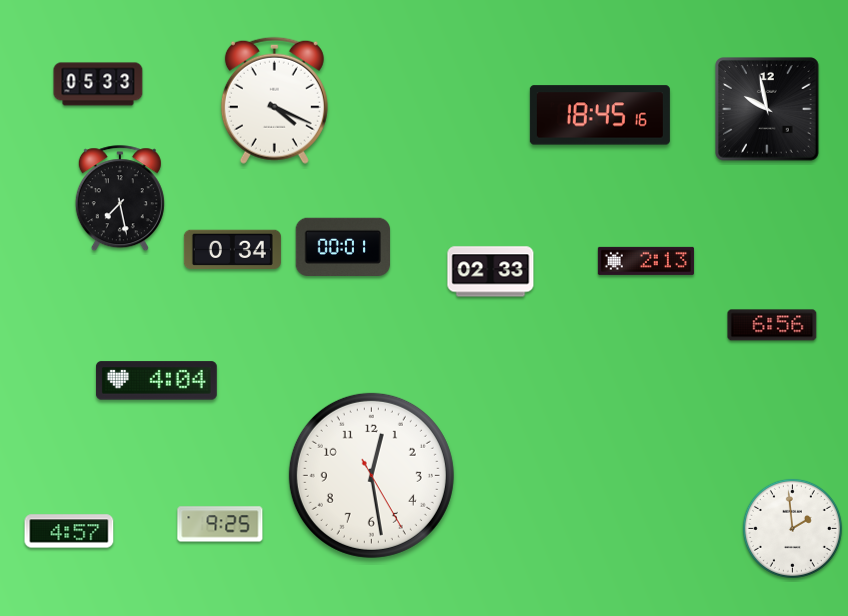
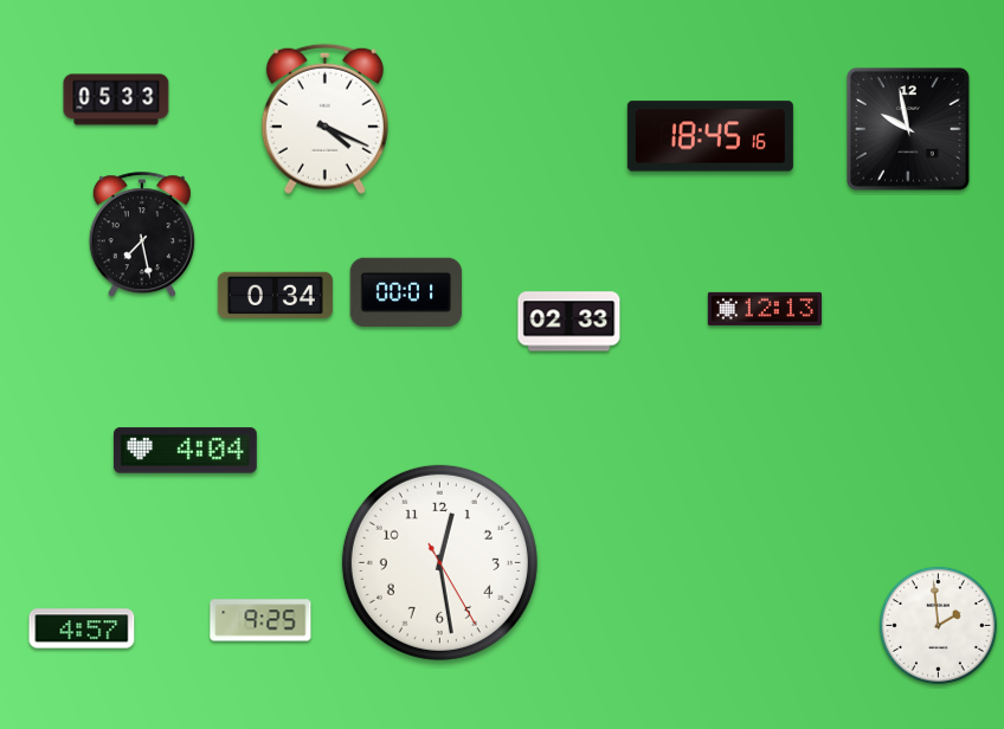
clock at (646, 261): 2:13 -> 12:13
clock at (491, 272) position: (491, 272) -> (569, 322)
clock at (772, 325): 6:56 -> none
